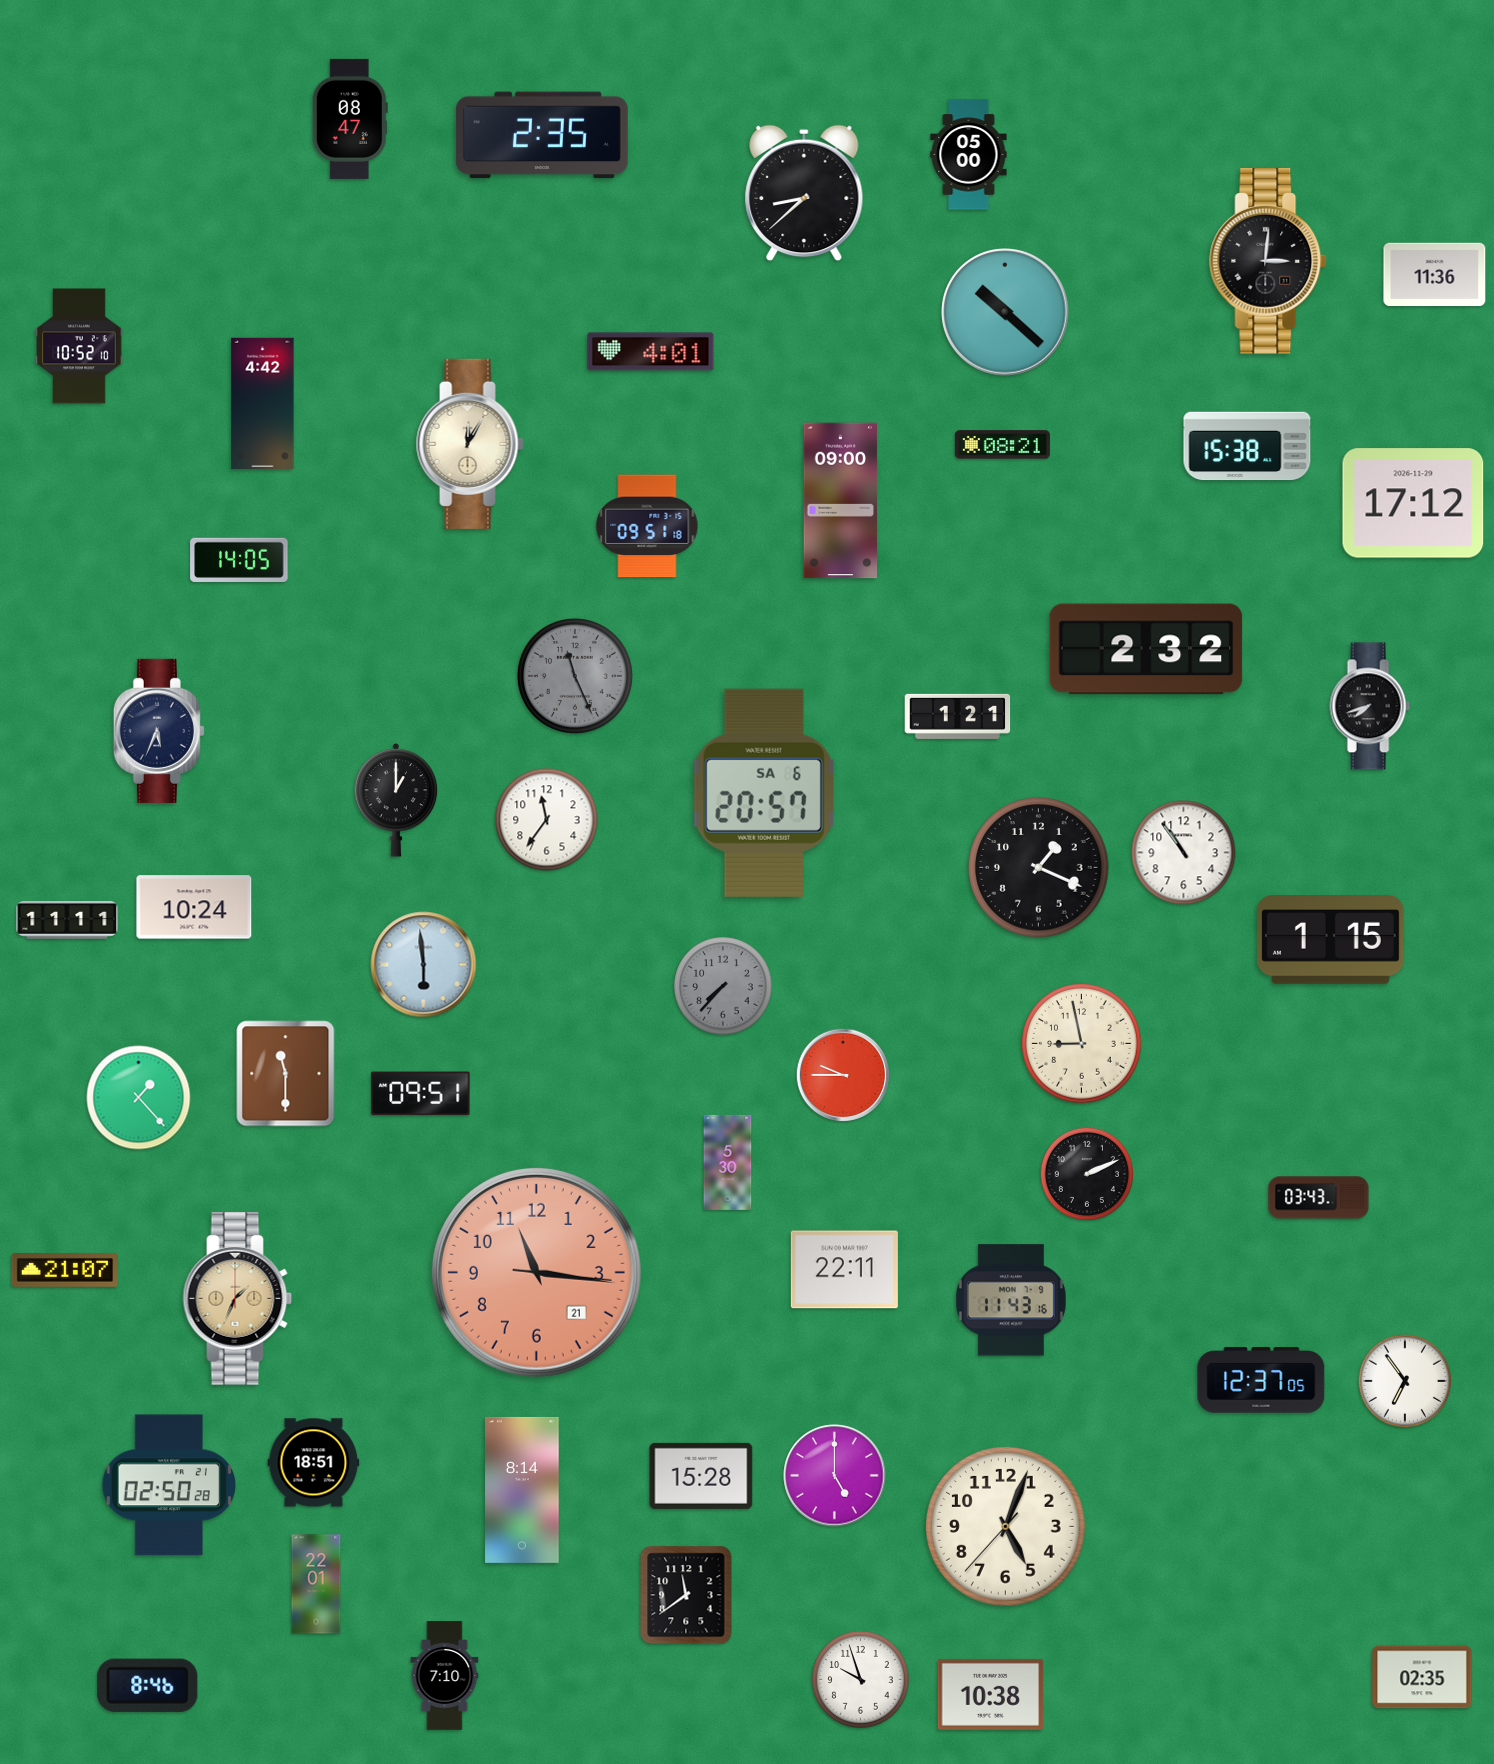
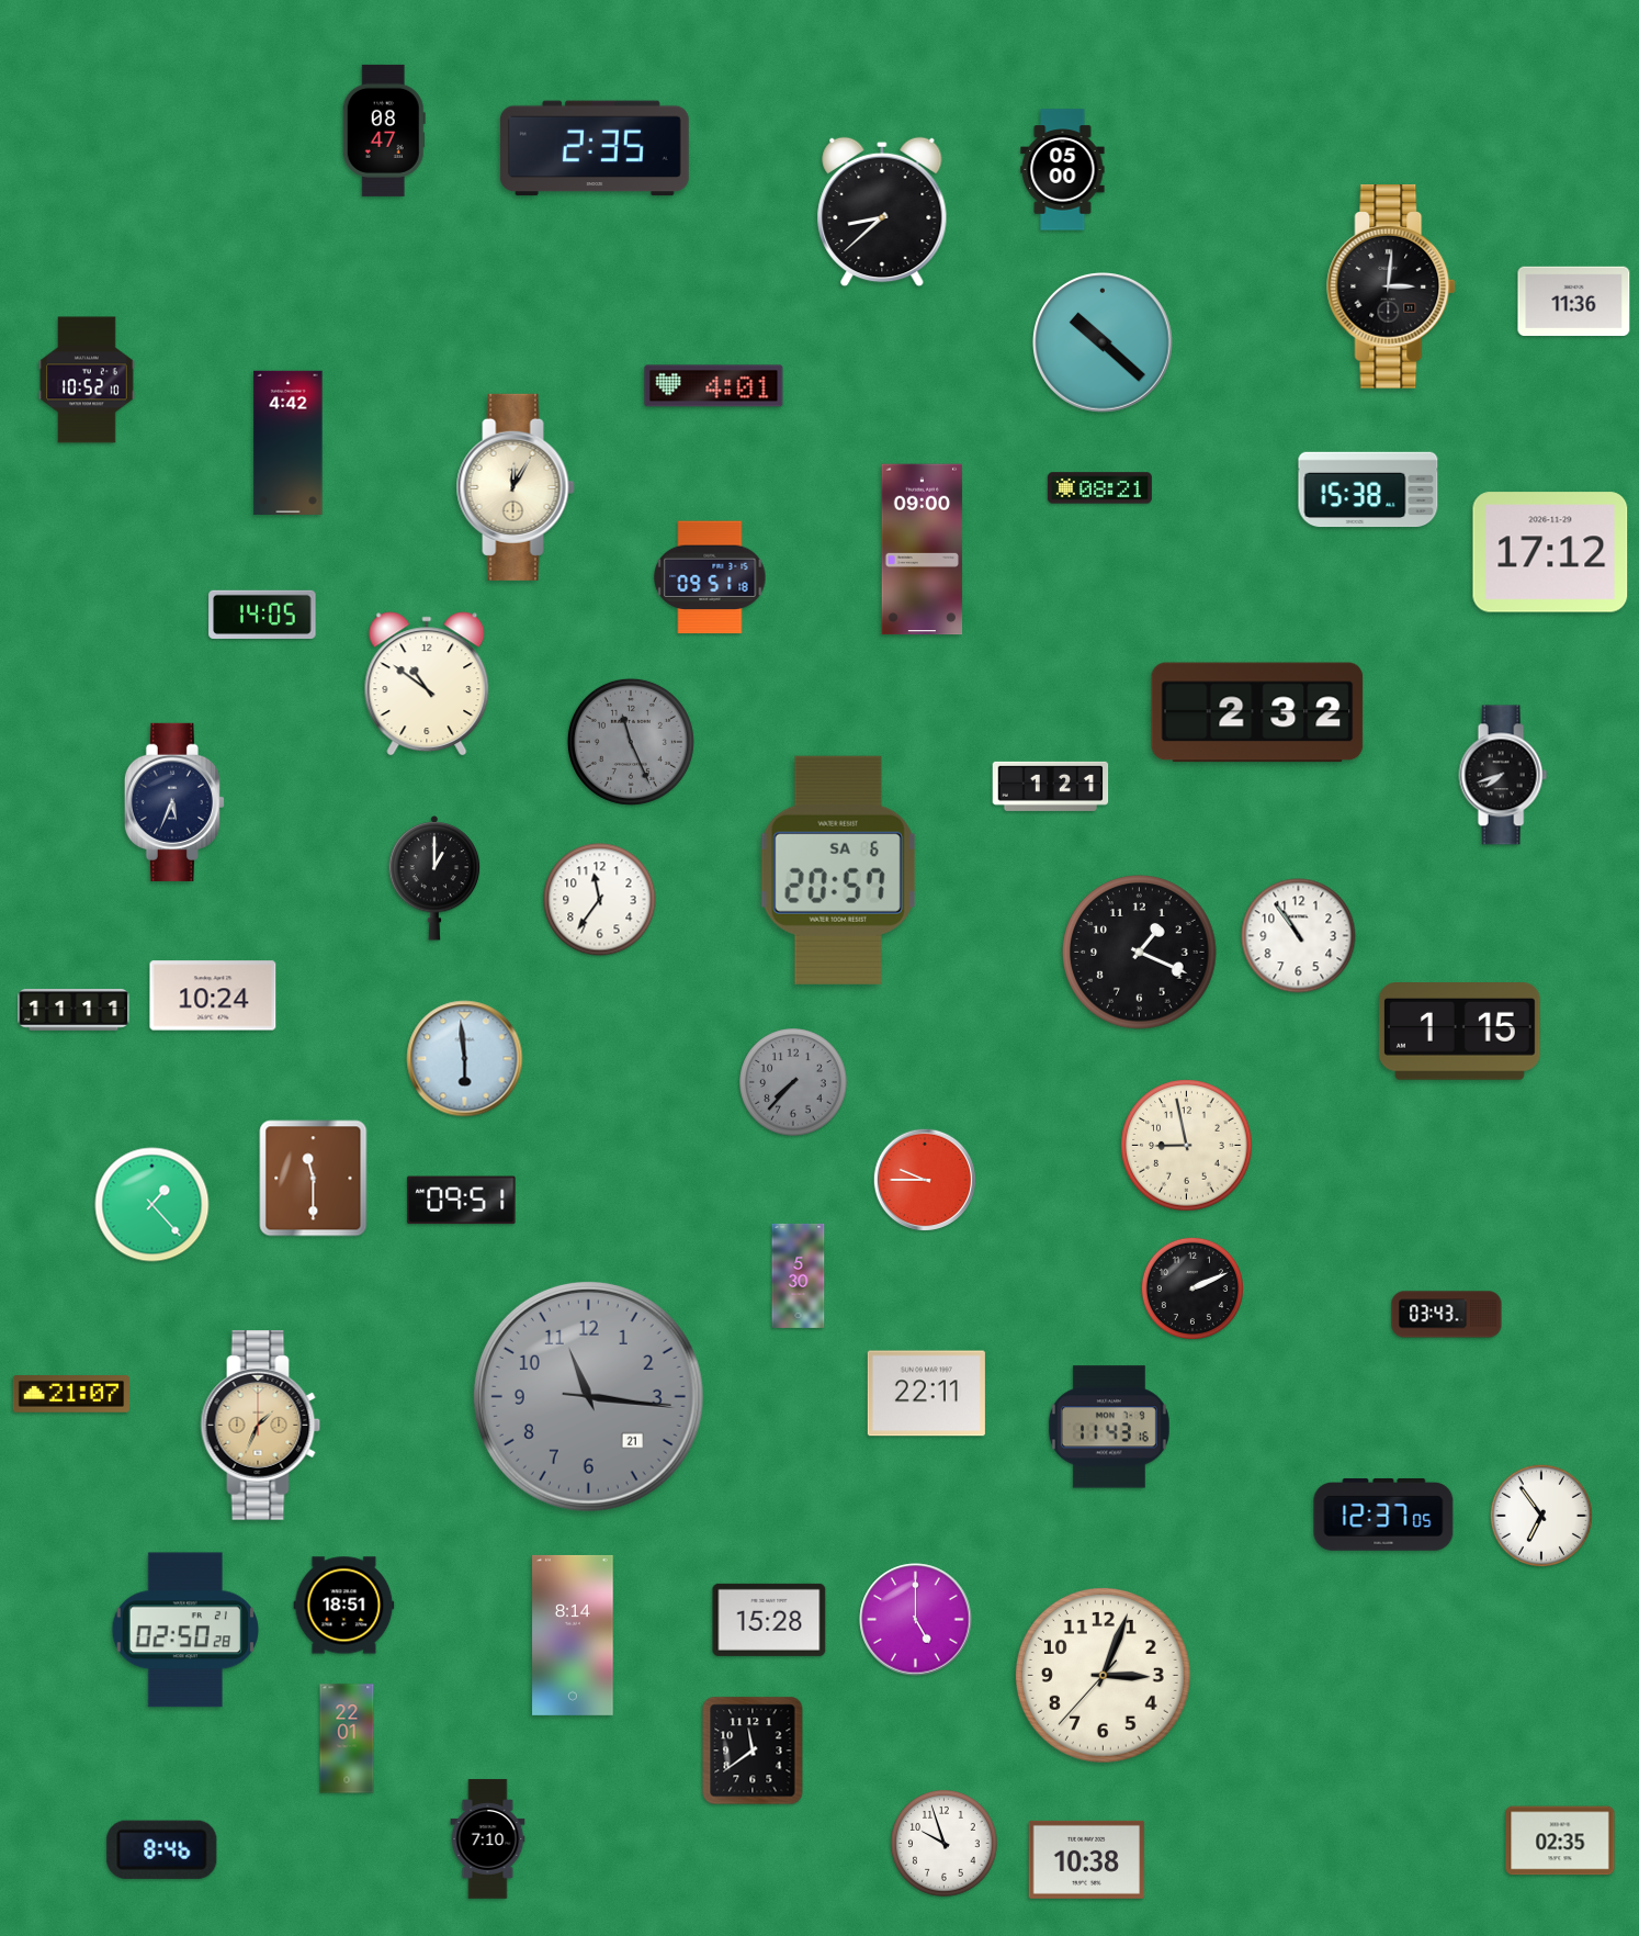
clock at (427, 684): none -> 10:51
clock at (536, 1272) dial: salmon -> grey
clock at (1005, 1526): 5:03 -> 3:03
